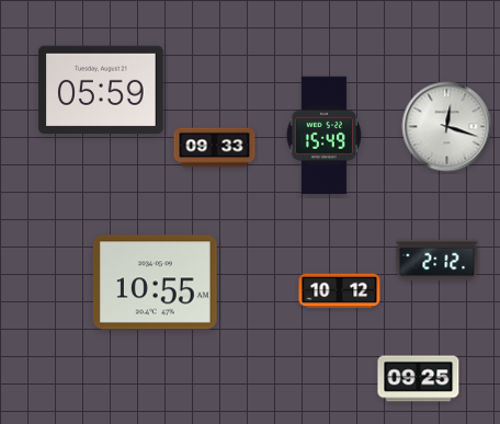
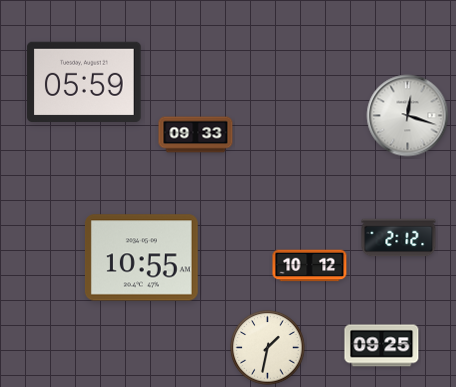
clock at (101, 89) position: (101, 89) -> (84, 81)
clock at (323, 135): 15:49 -> none
clock at (268, 348): none -> 1:32
